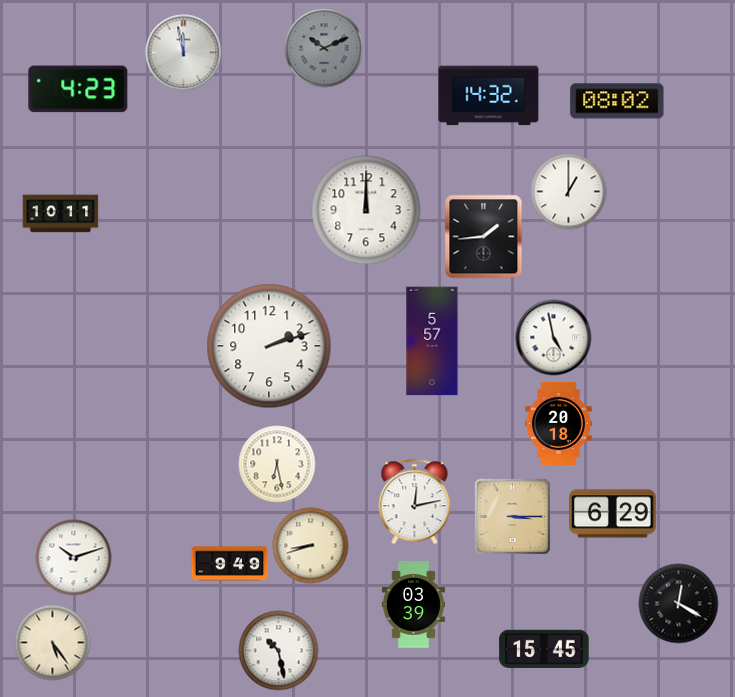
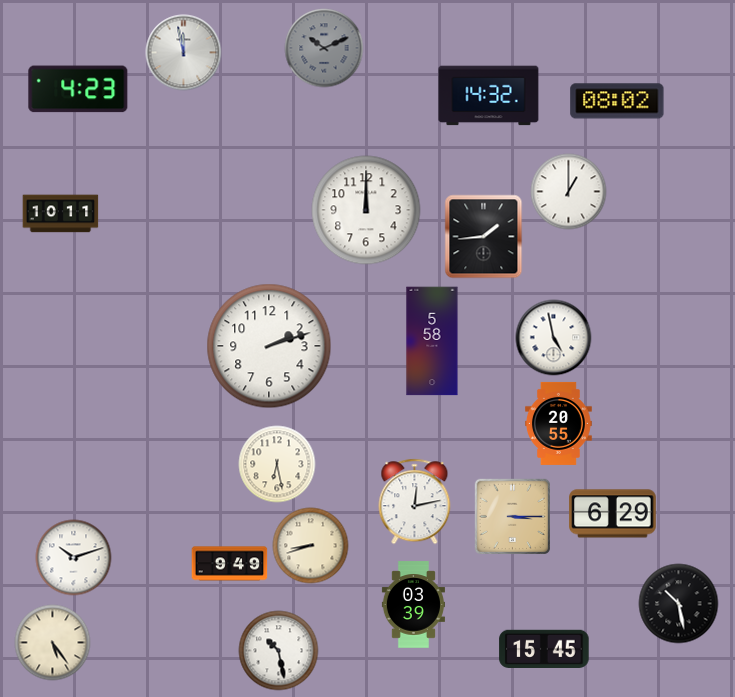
clock at (432, 341): 5:57 -> 5:58
clock at (559, 423): 20:18 -> 20:55
clock at (679, 604): 12:20 -> 10:28
